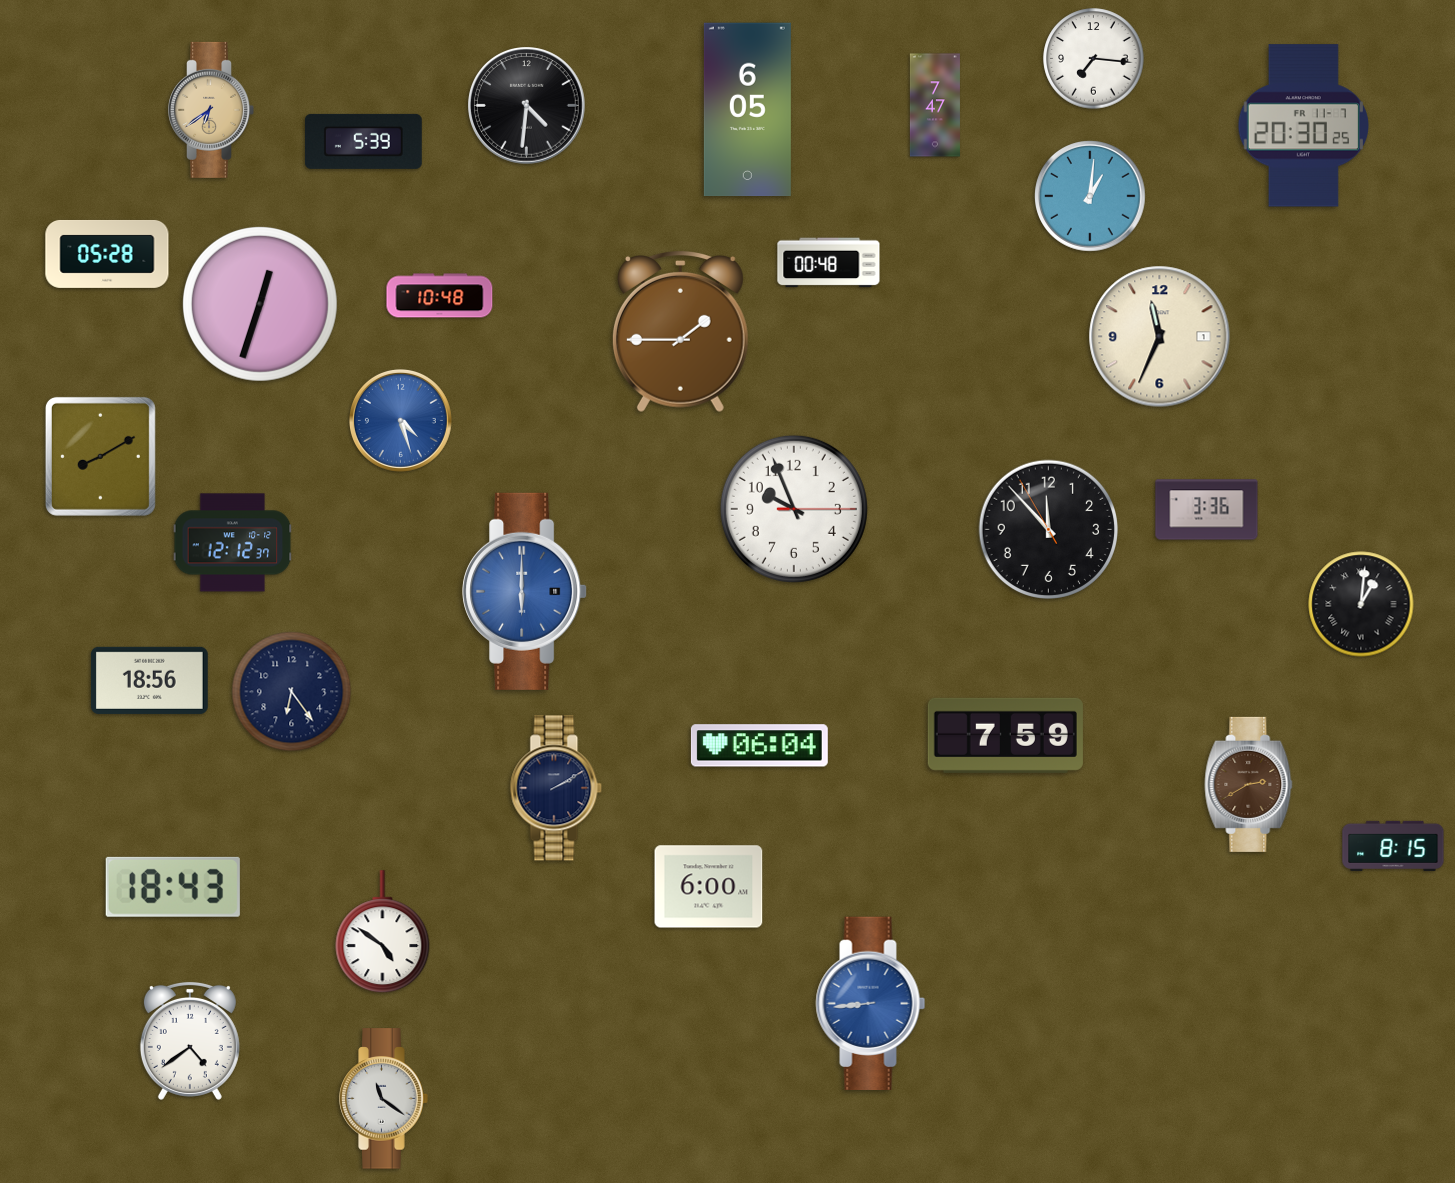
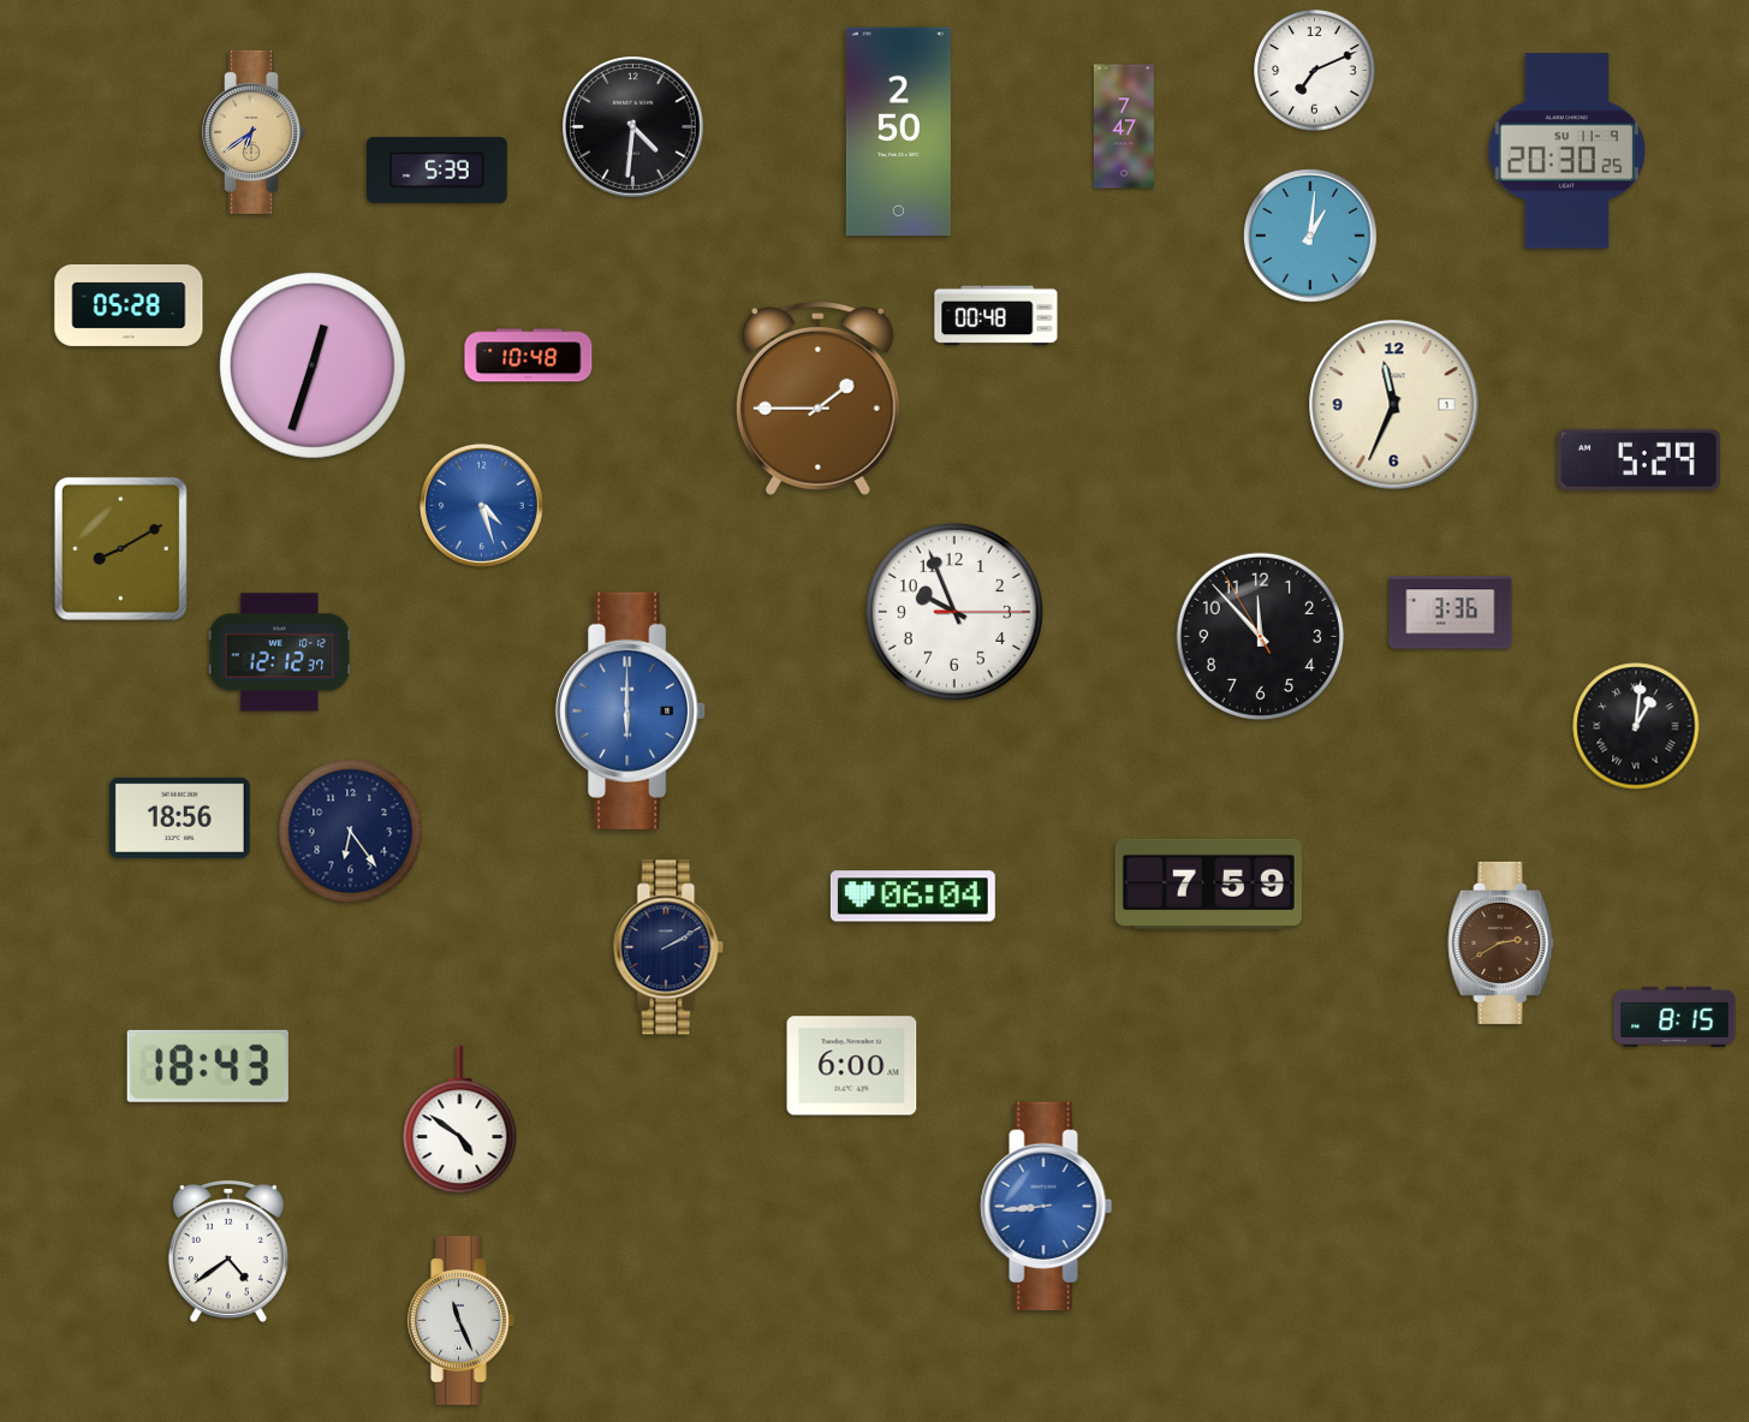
clock at (1094, 59): 7:16 -> 7:11
clock at (747, 110): 6:05 -> 2:50
clock at (1303, 126) date: FR 11-7 -> SU 11-9
clock at (1638, 459): none -> 5:29
clock at (384, 1099): 11:21 -> 11:26
